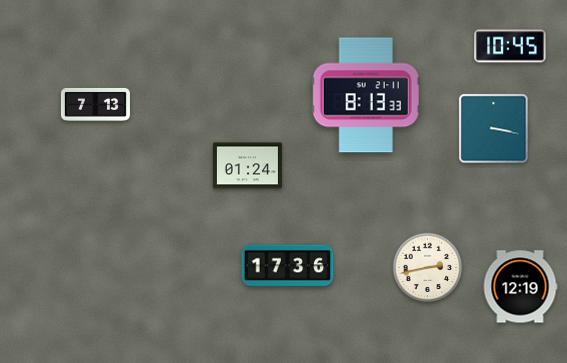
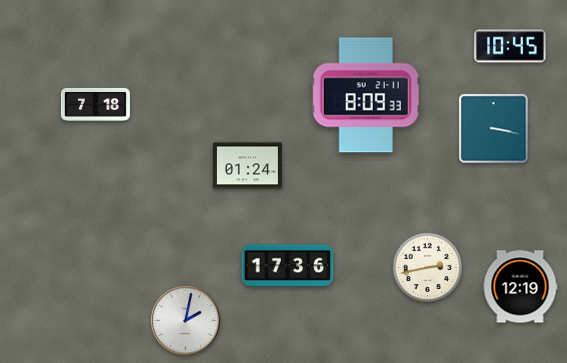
clock at (366, 95): 8:13 -> 8:09
clock at (95, 104): 7:13 -> 7:18
clock at (186, 321): none -> 2:02
